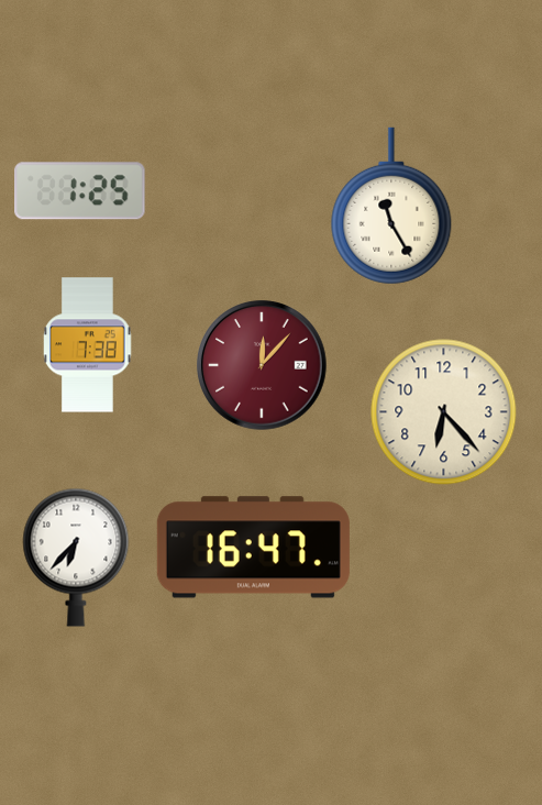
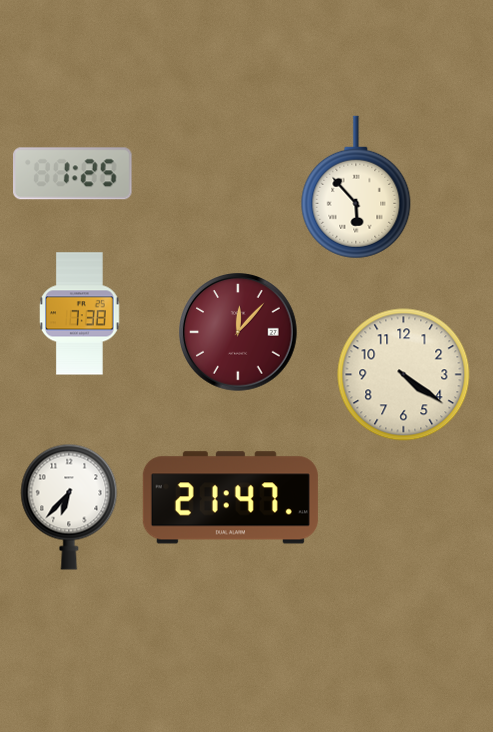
clock at (391, 206): 11:25 -> 5:53
clock at (444, 412): 6:23 -> 4:21
clock at (253, 548): 16:47 -> 21:47
